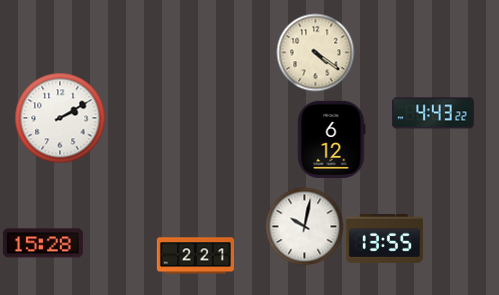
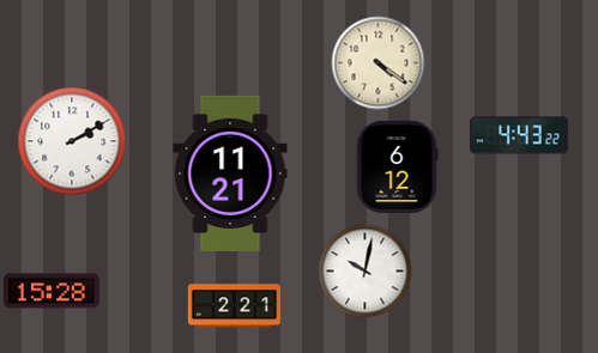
clock at (230, 174): none -> 11:21
clock at (384, 239): 13:55 -> none
